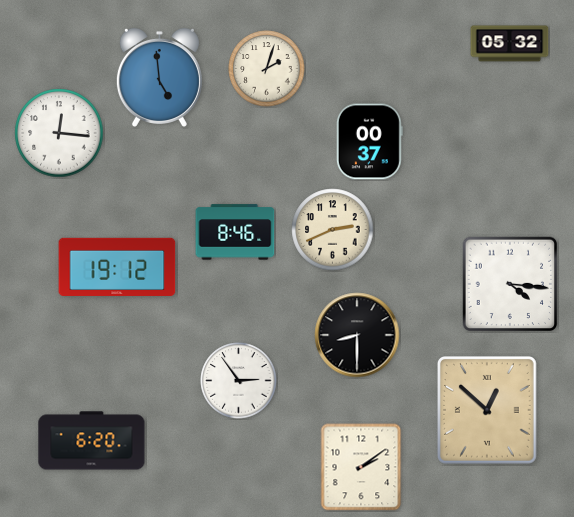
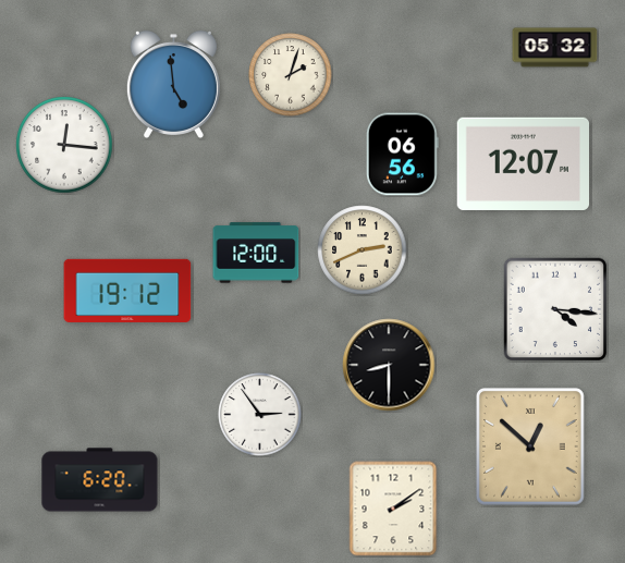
clock at (369, 142): 00:37 -> 06:56
clock at (523, 163): none -> 12:07
clock at (235, 232): 8:46 -> 12:00
